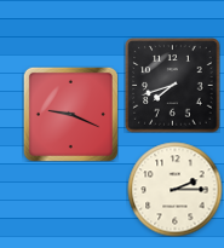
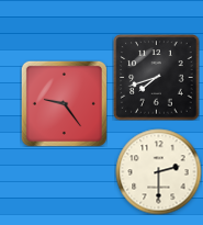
clock at (70, 114): 9:19 -> 9:24
clock at (174, 189): 2:15 -> 2:30
